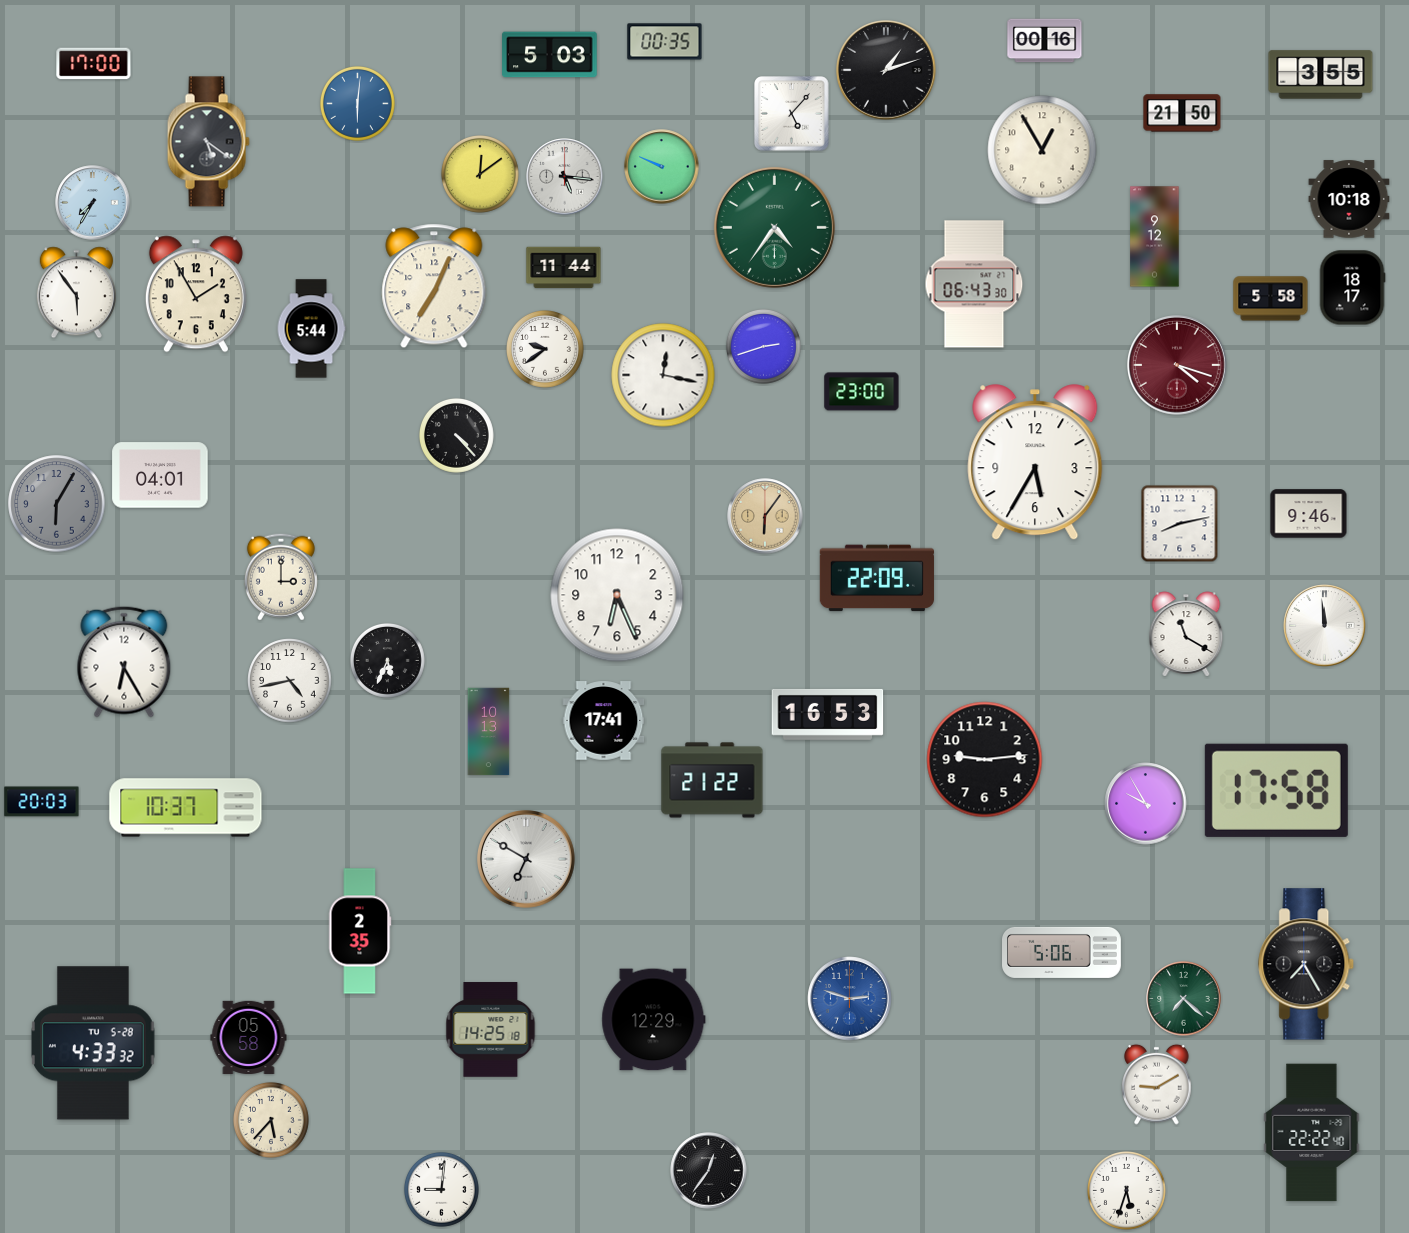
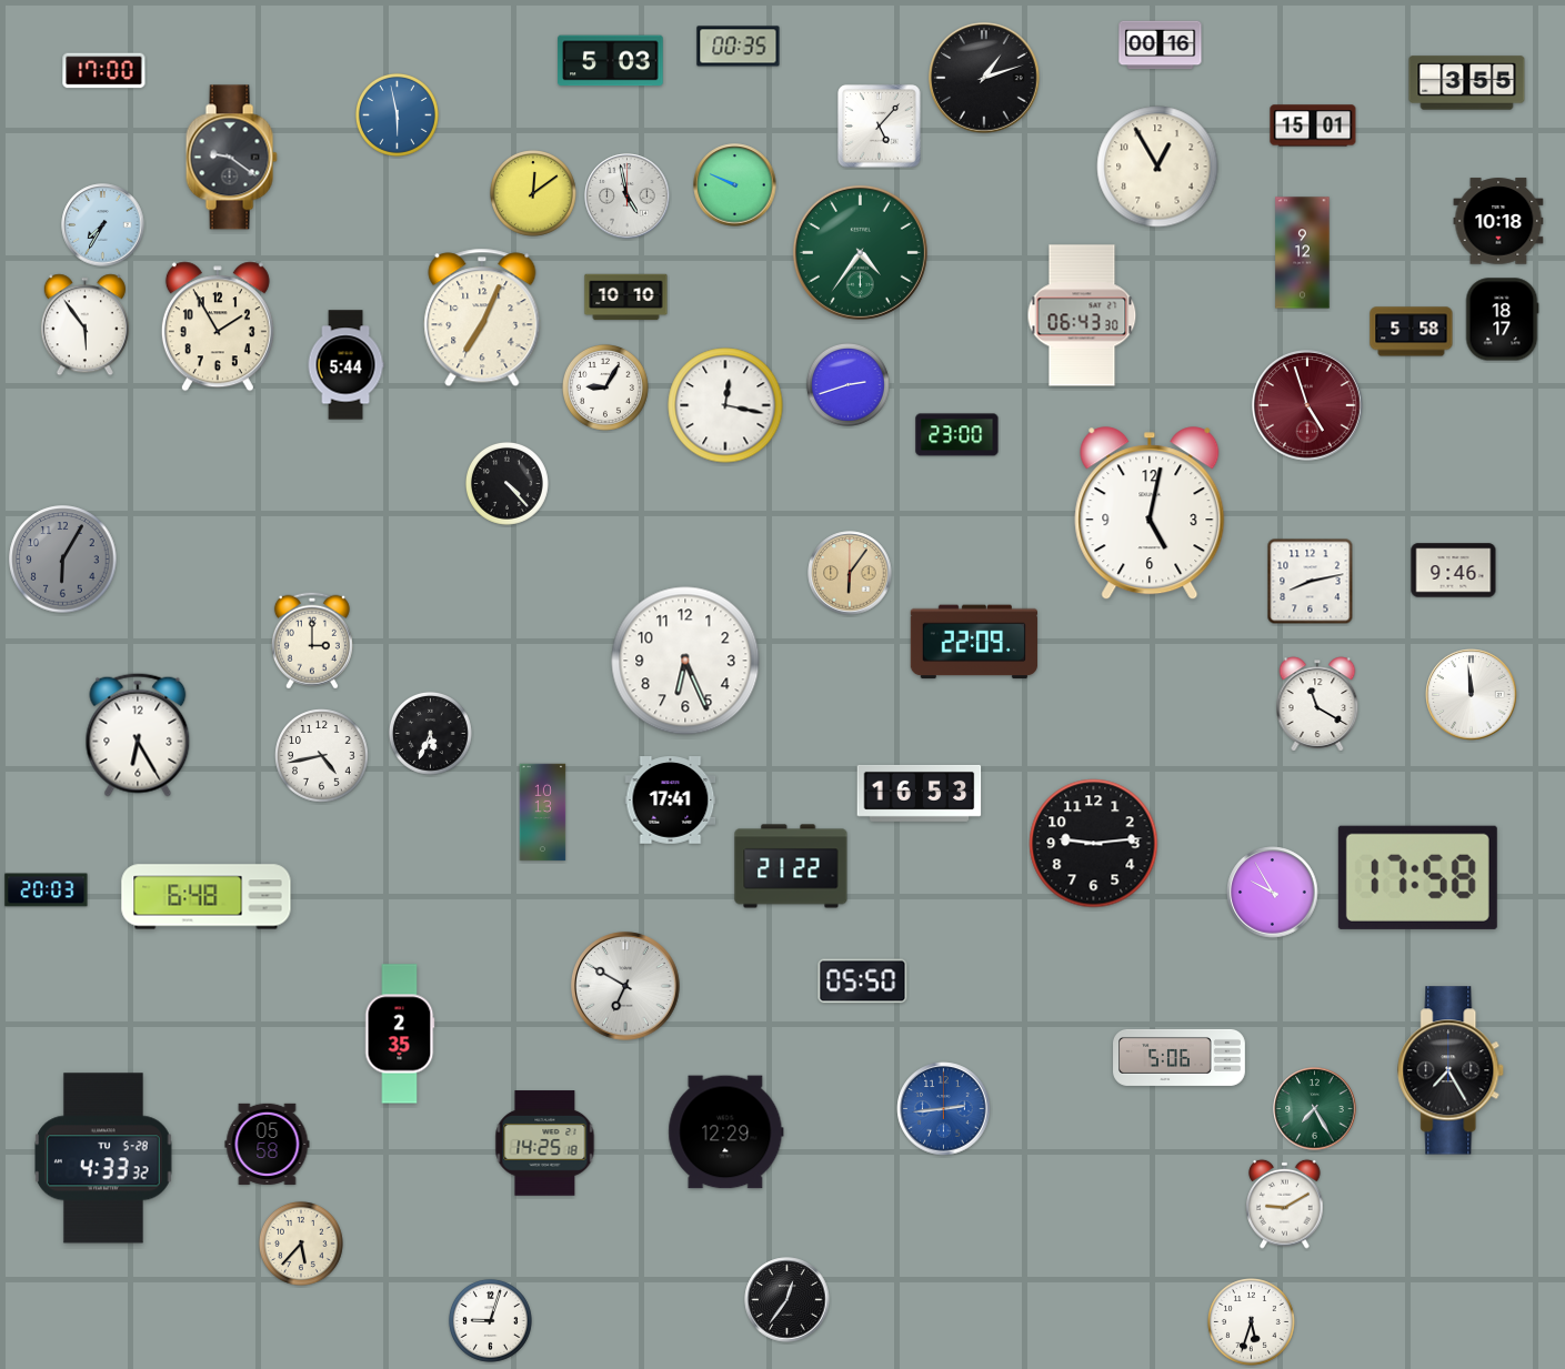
clock at (357, 103): 6:01 -> 5:58
clock at (1182, 113): 21:50 -> 15:01
clock at (208, 142): 5:21 -> 9:21
clock at (565, 177): 5:16 -> 4:58
clock at (1155, 237) position: (1155, 237) -> (1303, 253)
clock at (564, 268): 11:44 -> 10:10
clock at (546, 350): 9:39 -> 9:05
clock at (1178, 366): 4:18 -> 4:57
clock at (663, 375) position: (663, 375) -> (725, 405)
clock at (1035, 463): 5:35 -> 5:02
clock at (160, 475): 04:01 -> none
clock at (186, 808): 10:37 -> 6:48
clock at (526, 859) position: (526, 859) -> (625, 986)
clock at (863, 982): none -> 05:50
clock at (850, 999): 2:48 -> 2:44
clock at (1184, 999): 7:22 -> 7:25
clock at (249, 1037) position: (249, 1037) -> (268, 1144)
clock at (1312, 1133): 22:22 -> none
clock at (441, 1189): 9:01 -> 9:03
